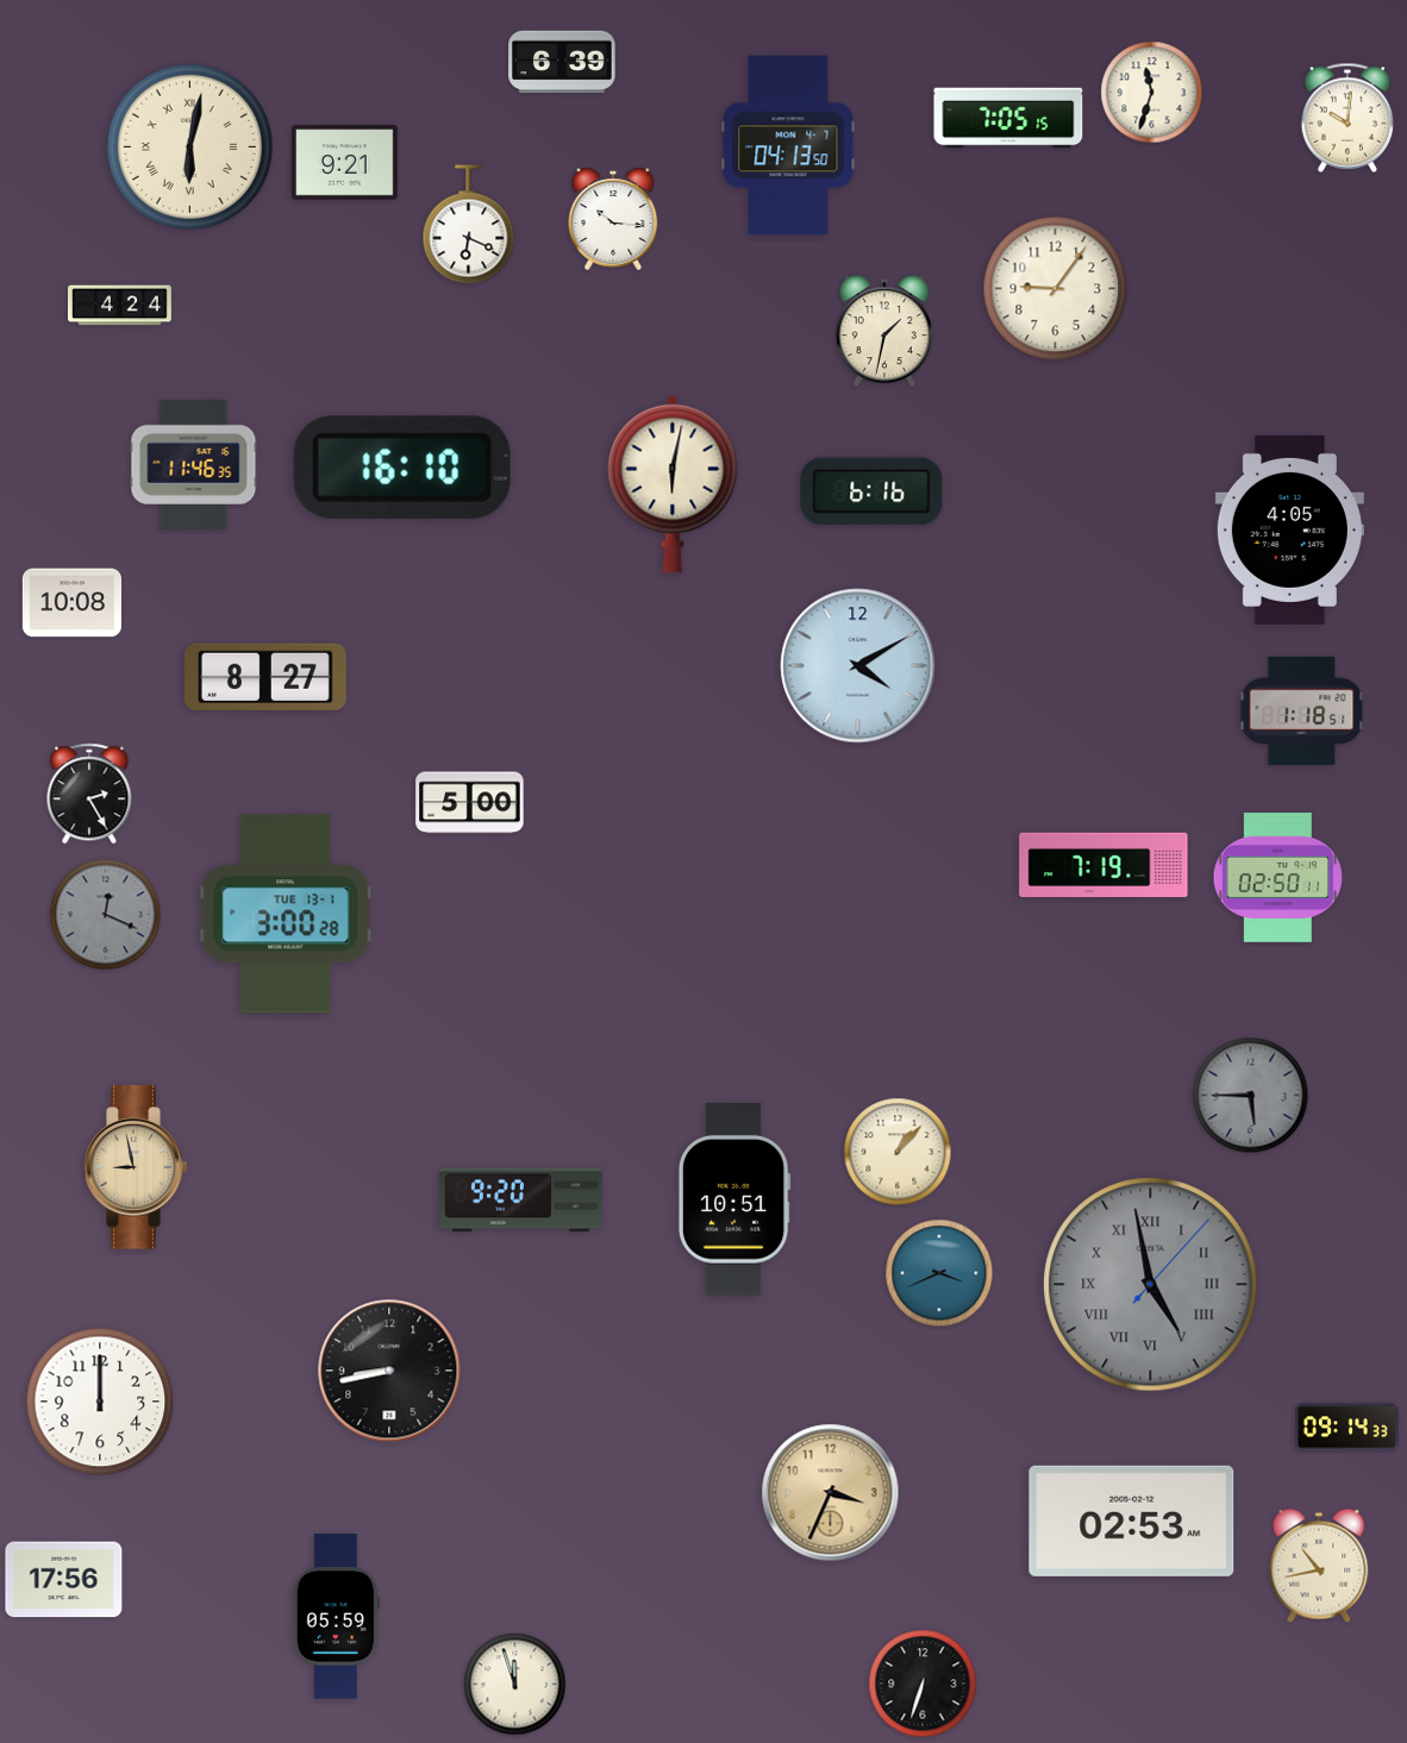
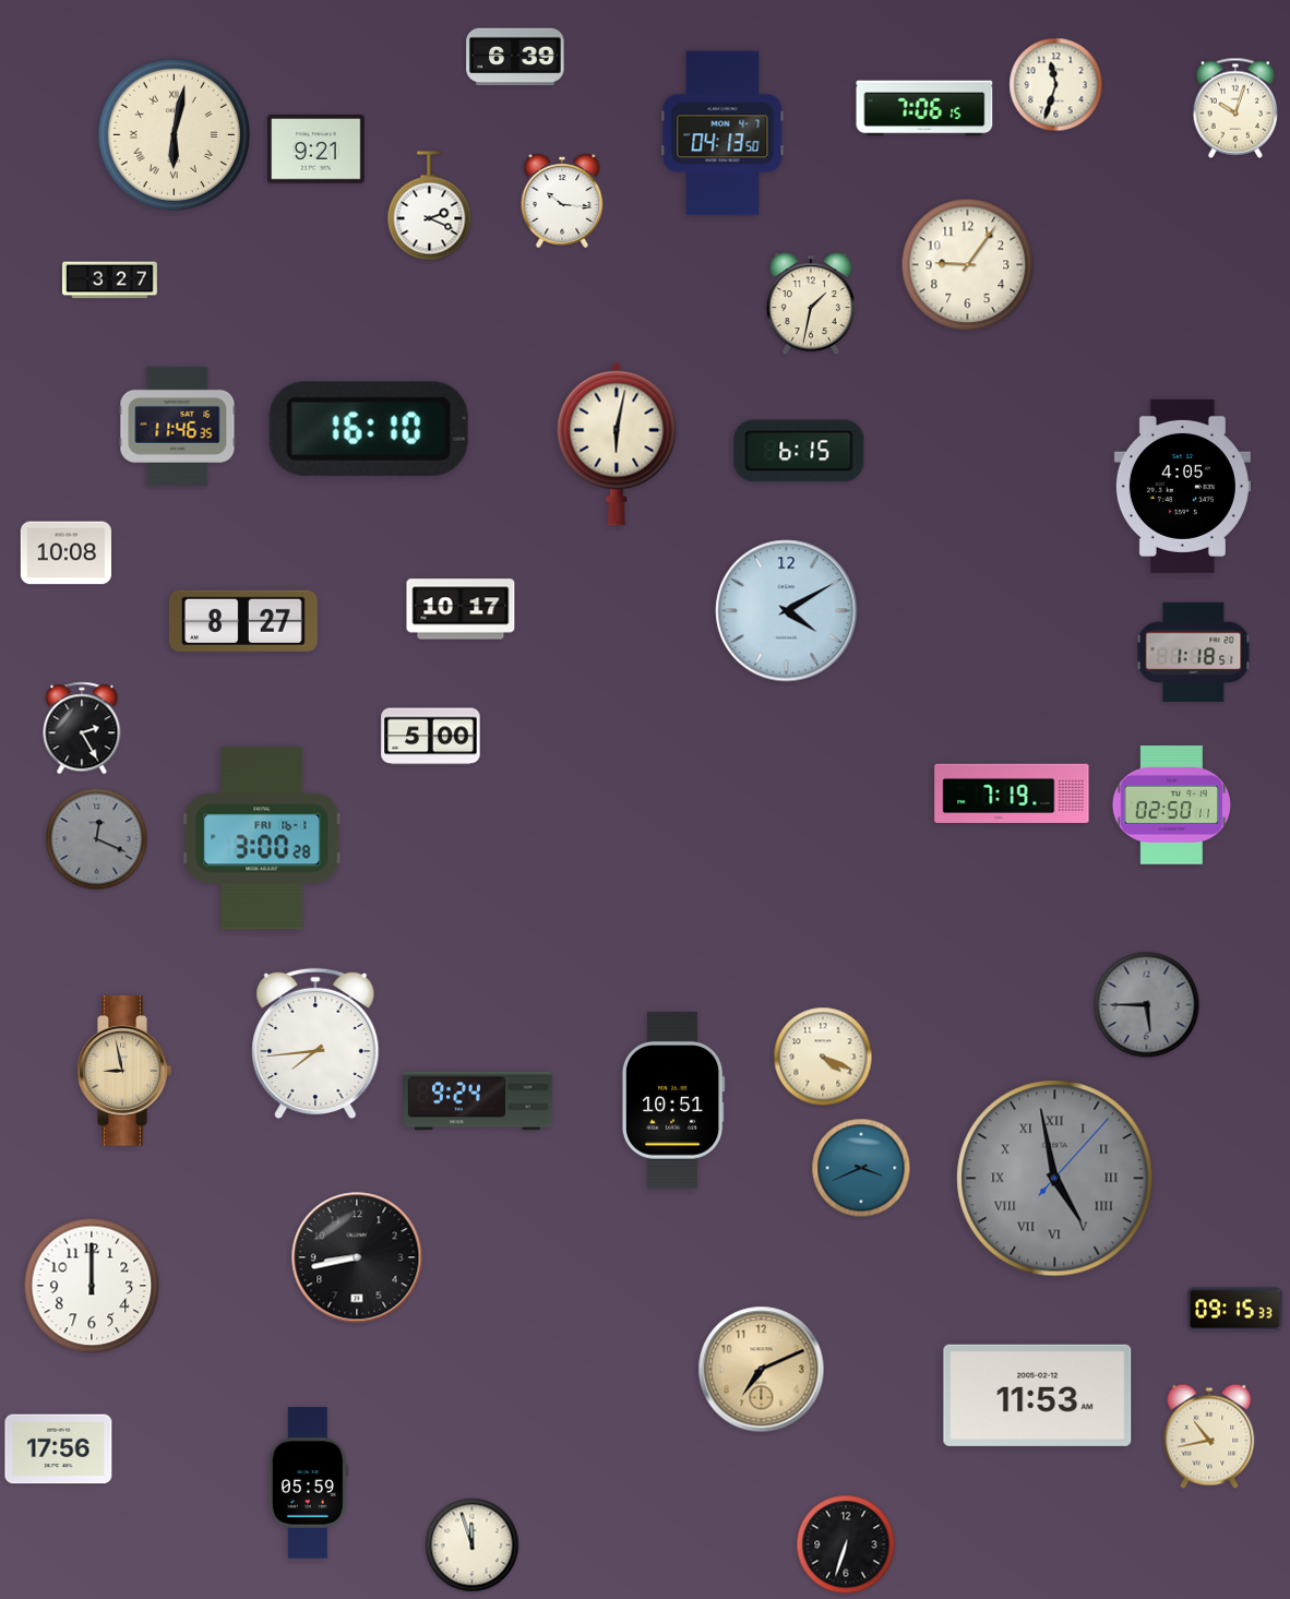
clock at (1008, 118): 7:05 -> 7:06
clock at (1347, 118): 10:01 -> 10:03
clock at (469, 225): 6:19 -> 2:19
clock at (120, 306): 4:24 -> 3:27
clock at (871, 491): 6:16 -> 6:15
clock at (461, 609): none -> 10:17
clock at (286, 914) date: TUE 13-1 -> FRI 16-1
clock at (315, 1043): none -> 7:44
clock at (898, 1152): 1:07 -> 4:19
clock at (521, 1200): 9:20 -> 9:24
clock at (1347, 1428): 09:14 -> 09:15
clock at (831, 1493): 3:34 -> 7:11
clock at (1132, 1521): 02:53 -> 11:53
